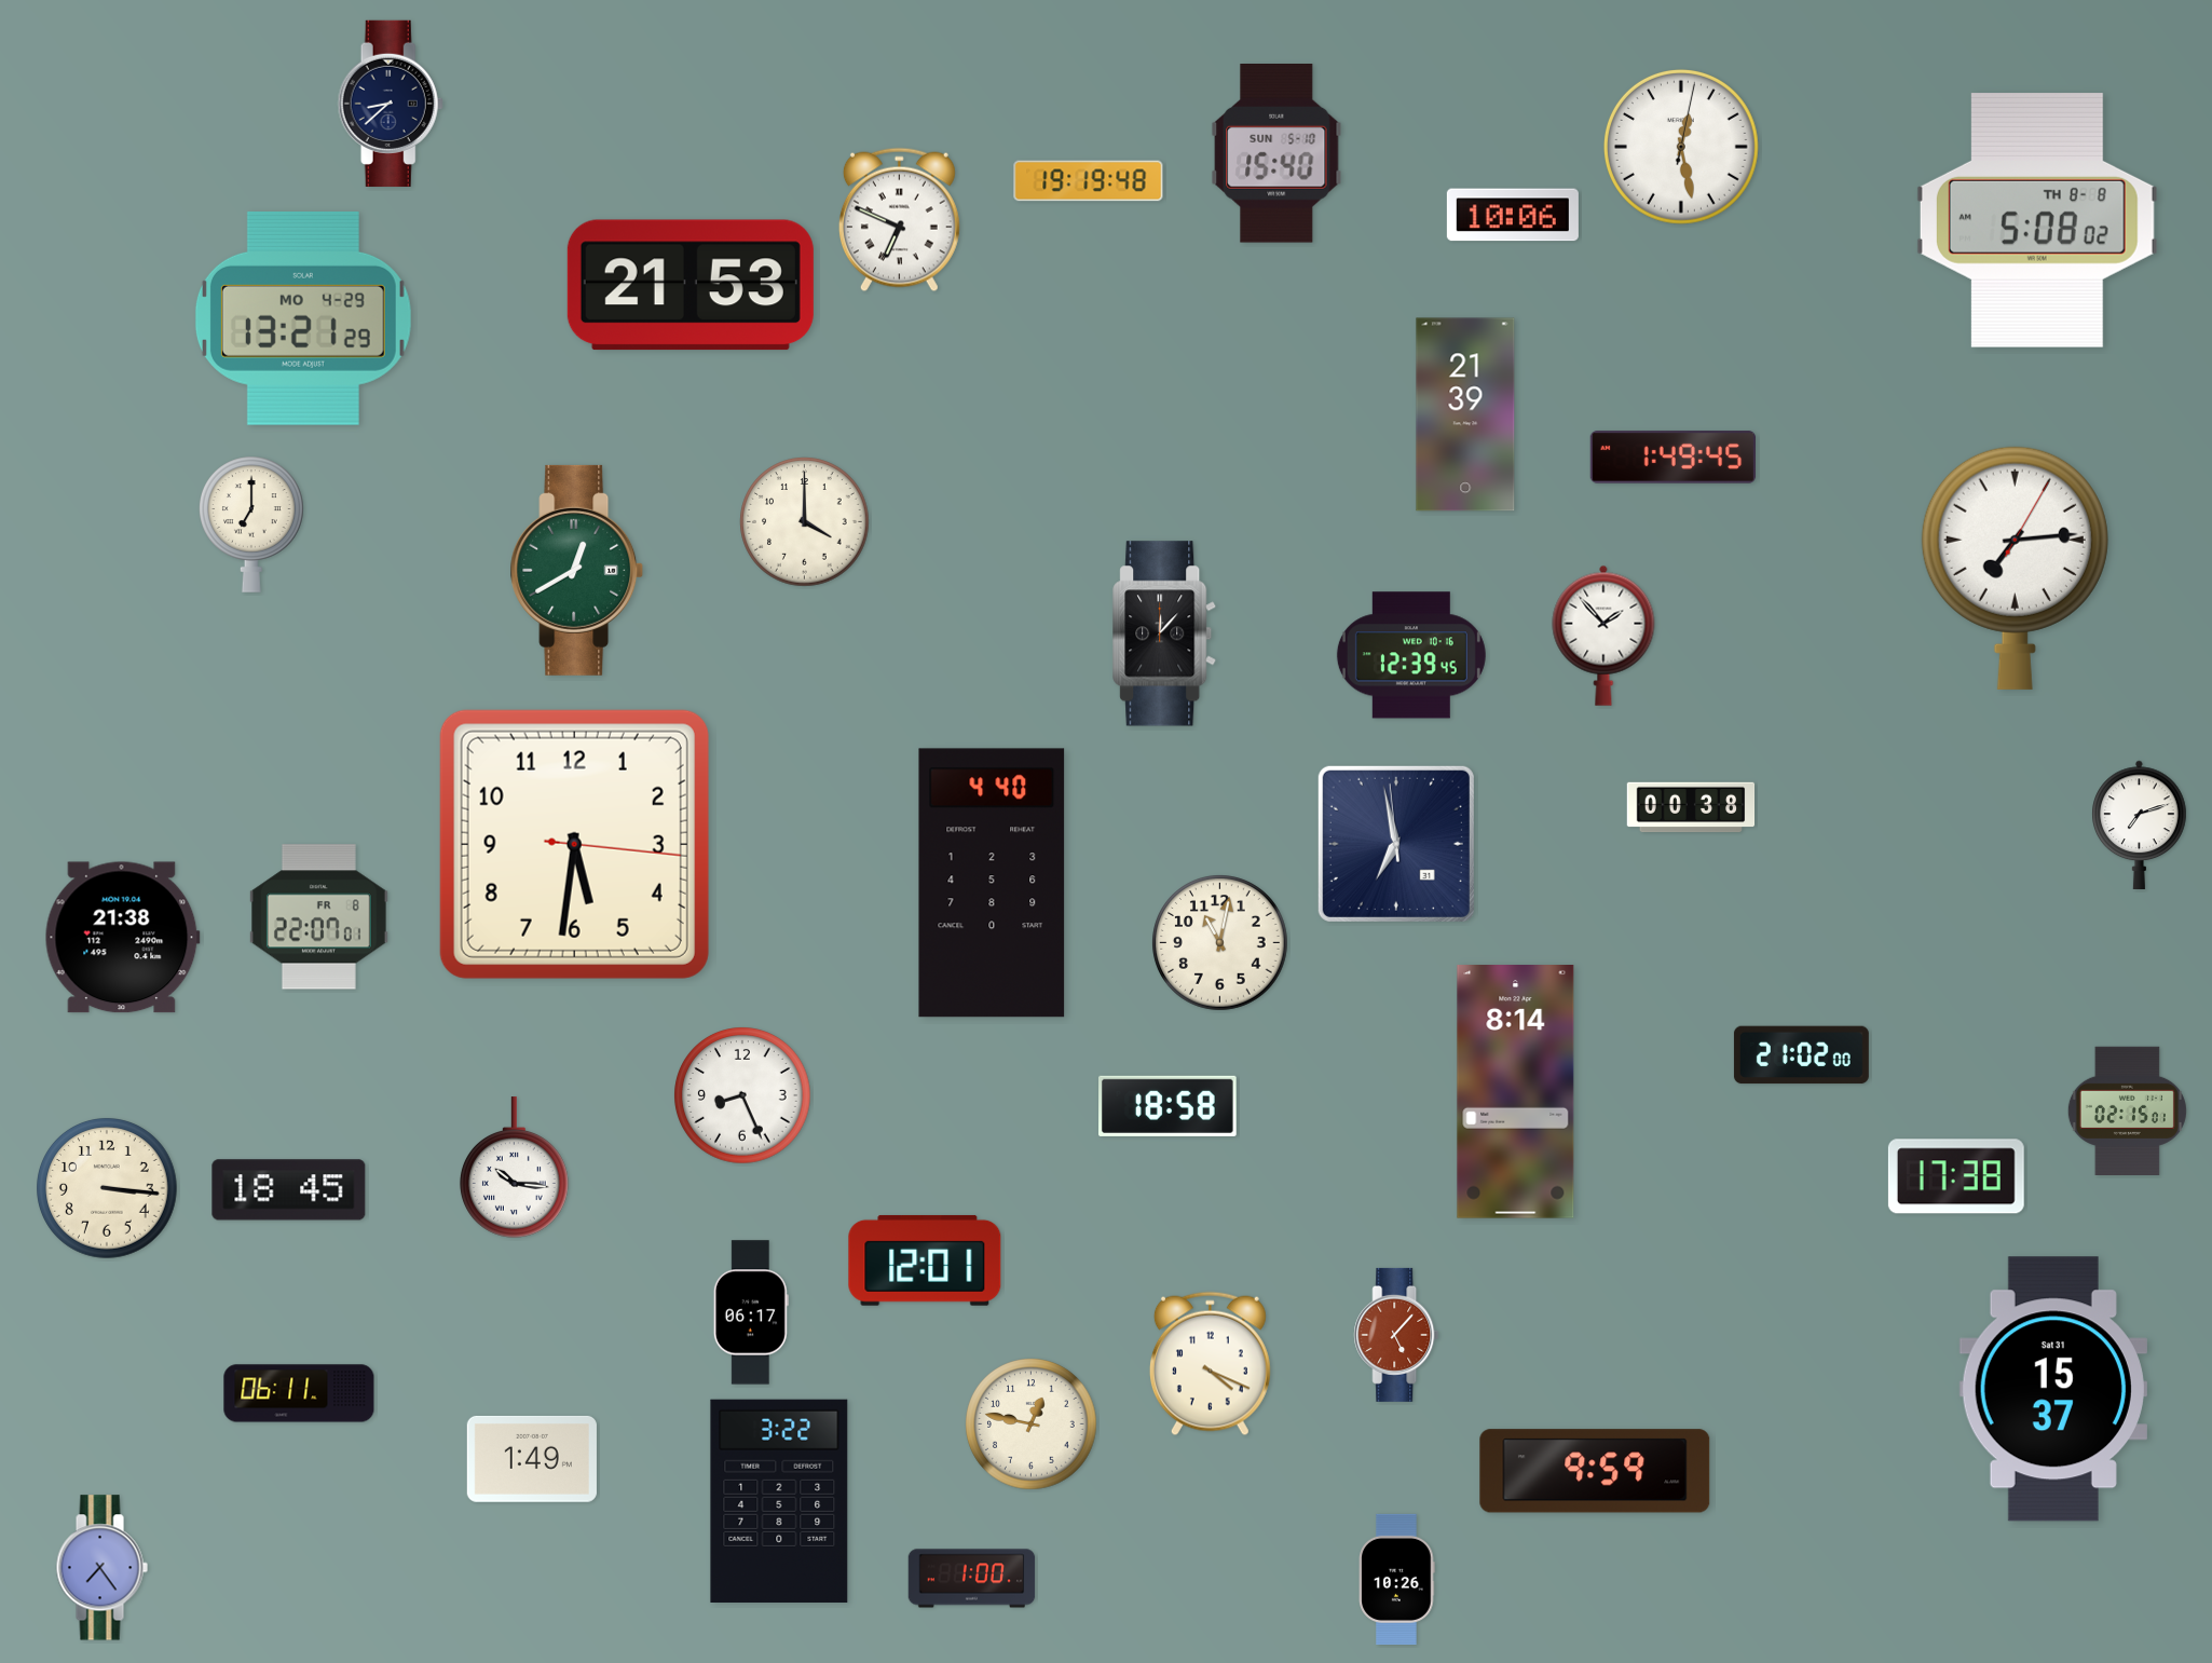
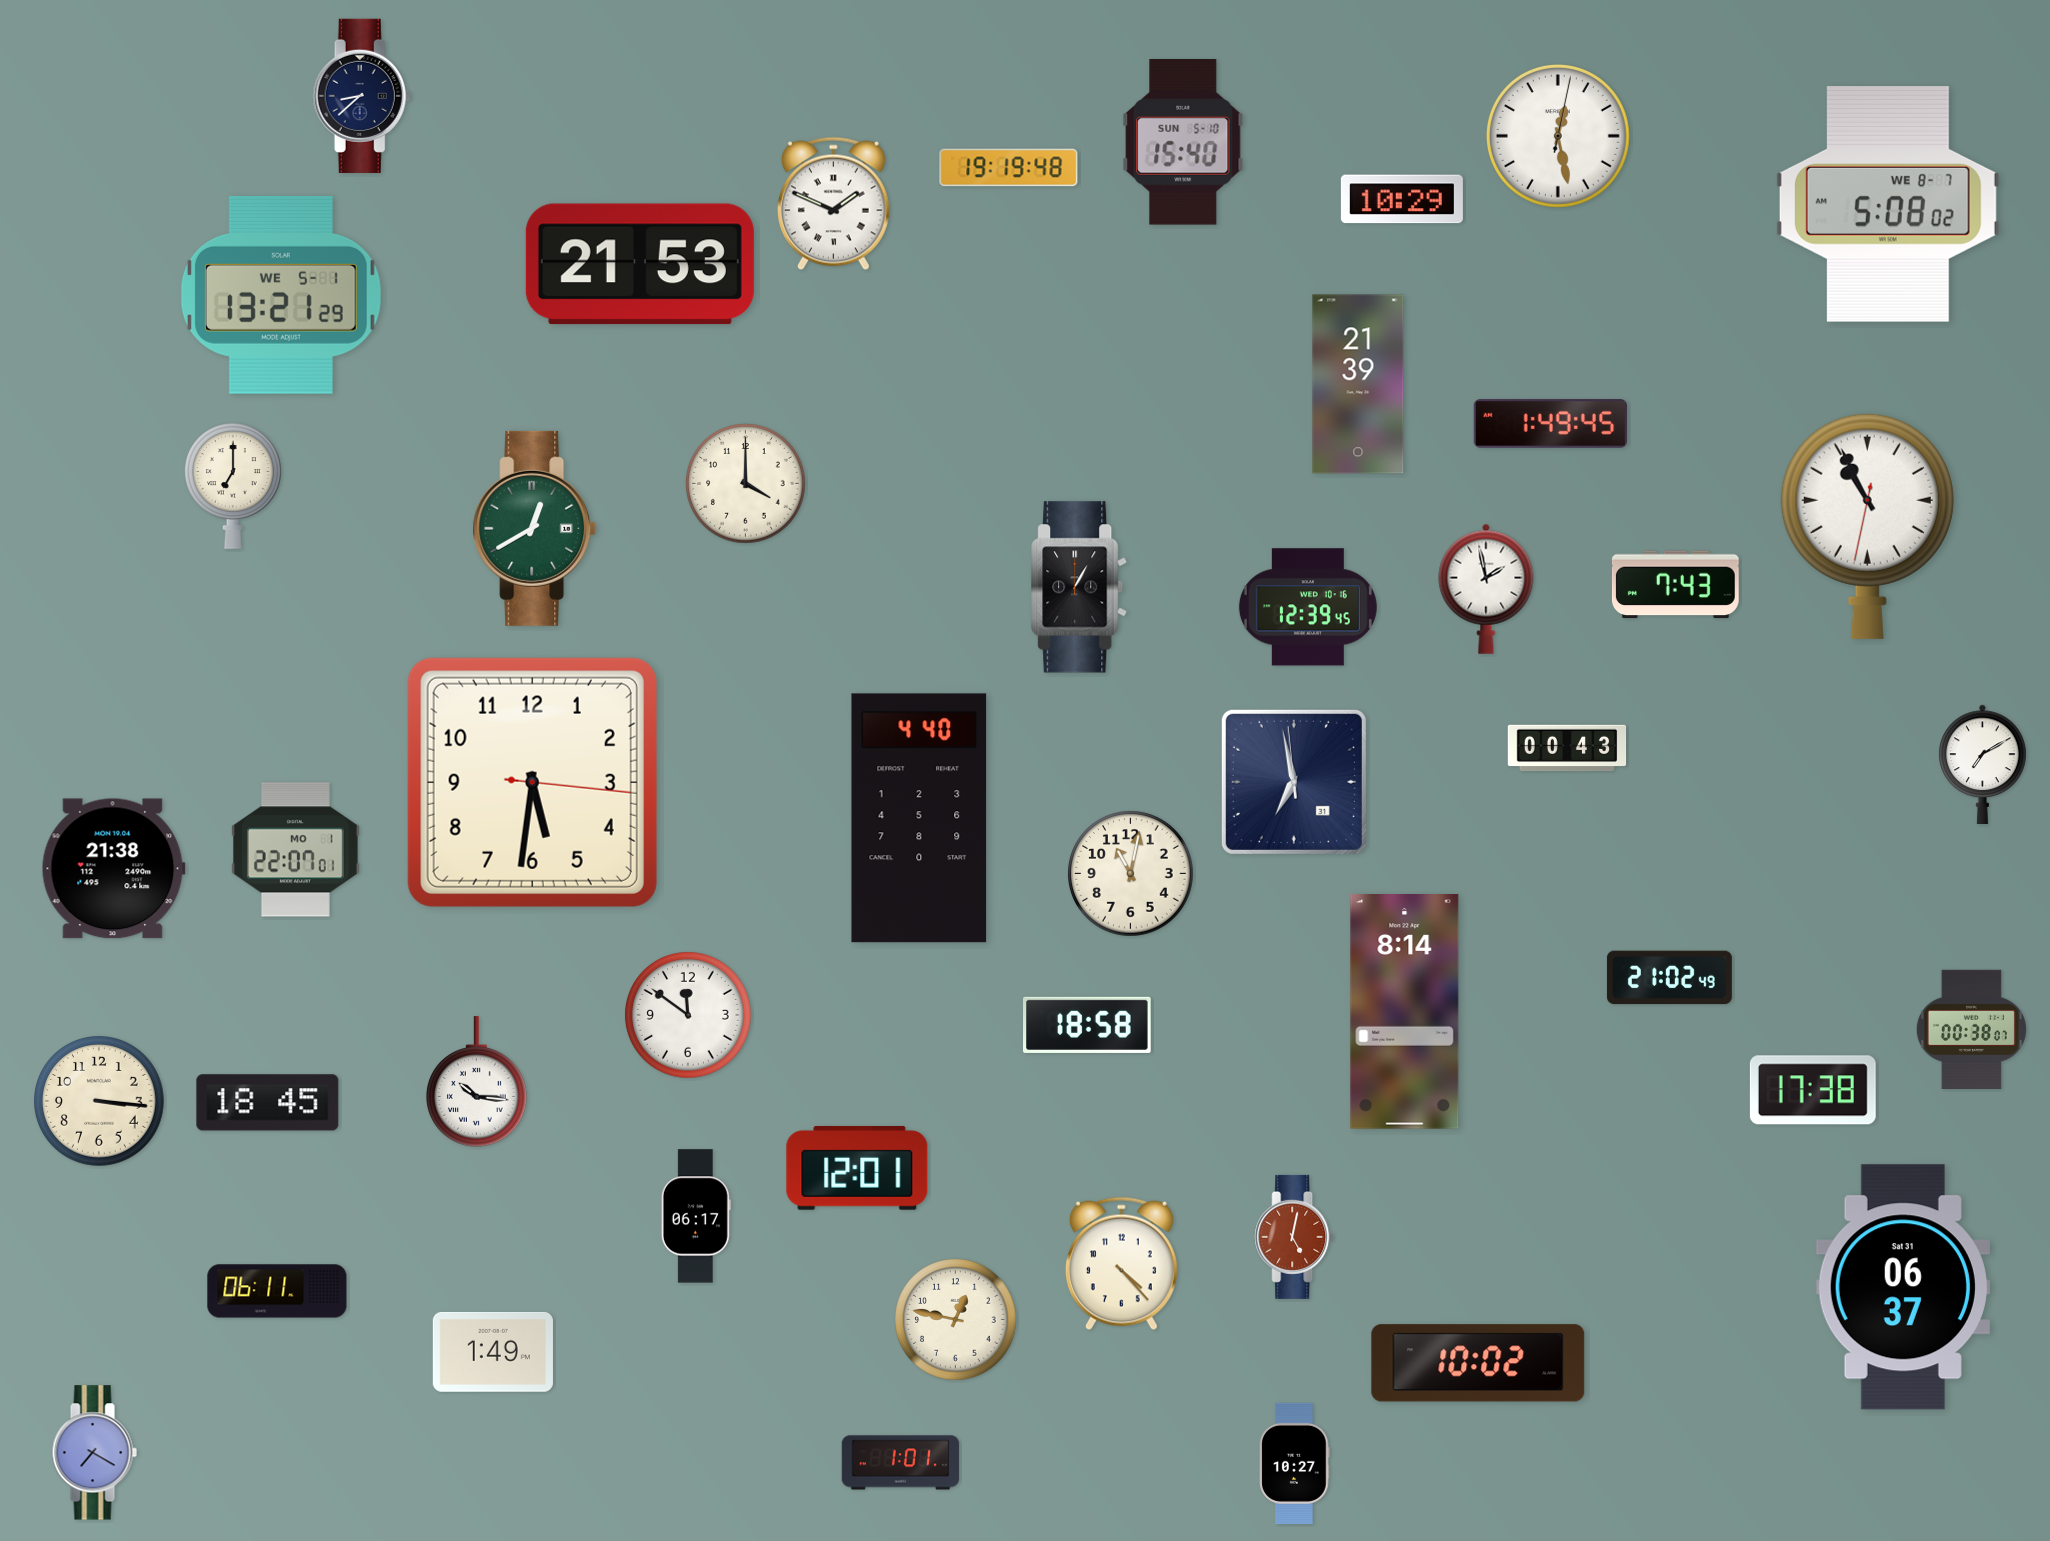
clock at (1513, 215): 10:06 -> 10:29
clock at (899, 220): 6:49 -> 1:49
clock at (2037, 220) date: TH 8-8 -> WE 8-7
clock at (303, 318) date: MO 4-29 -> WE 5-1
clock at (2015, 568): 7:14 -> 10:55
clock at (1675, 585): none -> 7:43
clock at (1165, 633): 12:07 -> 1:05
clock at (1603, 636): 1:53 -> 1:58
clock at (1691, 807): 00:38 -> 00:43
clock at (2140, 824): 7:12 -> 7:10
clock at (318, 917) date: FR 8 -> MO 1
clock at (1801, 1055): 21:02:00 -> 21:02:49
clock at (742, 1095): 8:26 -> 11:51
clock at (1169, 1106) position: (1169, 1106) -> (1088, 1025)
clock at (2127, 1110): 02:15 -> 00:38
clock at (1396, 1335): 5:07 -> 5:02
clock at (1210, 1364): 4:19 -> 4:23
clock at (2053, 1389): 15:37 -> 06:37
clock at (1595, 1471): 9:59 -> 10:02
clock at (779, 1501): 3:22 -> none
clock at (101, 1568): 7:24 -> 7:20
clock at (972, 1579): 1:00 -> 1:01
clock at (1397, 1579): 10:26 -> 10:27
